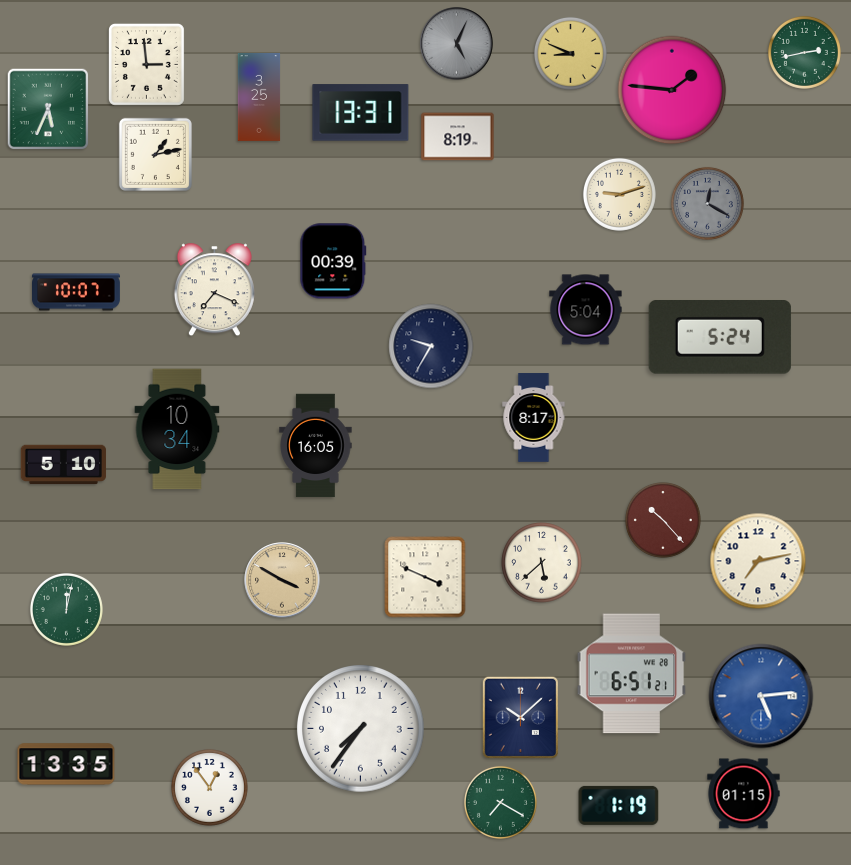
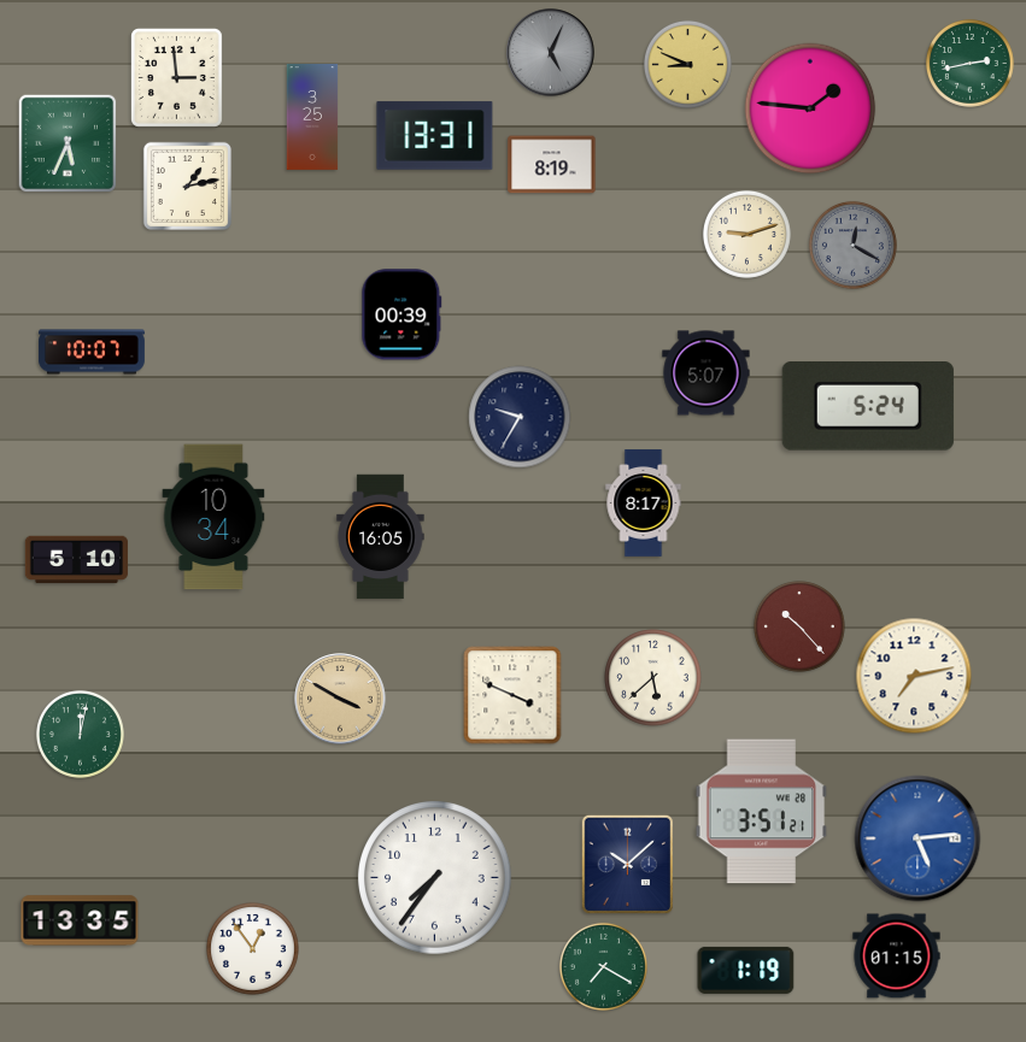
clock at (48, 109) position: (48, 109) -> (68, 143)
clock at (214, 290): 7:19 -> none
clock at (586, 310): 5:04 -> 5:07
clock at (632, 674): 6:51 -> 3:51
